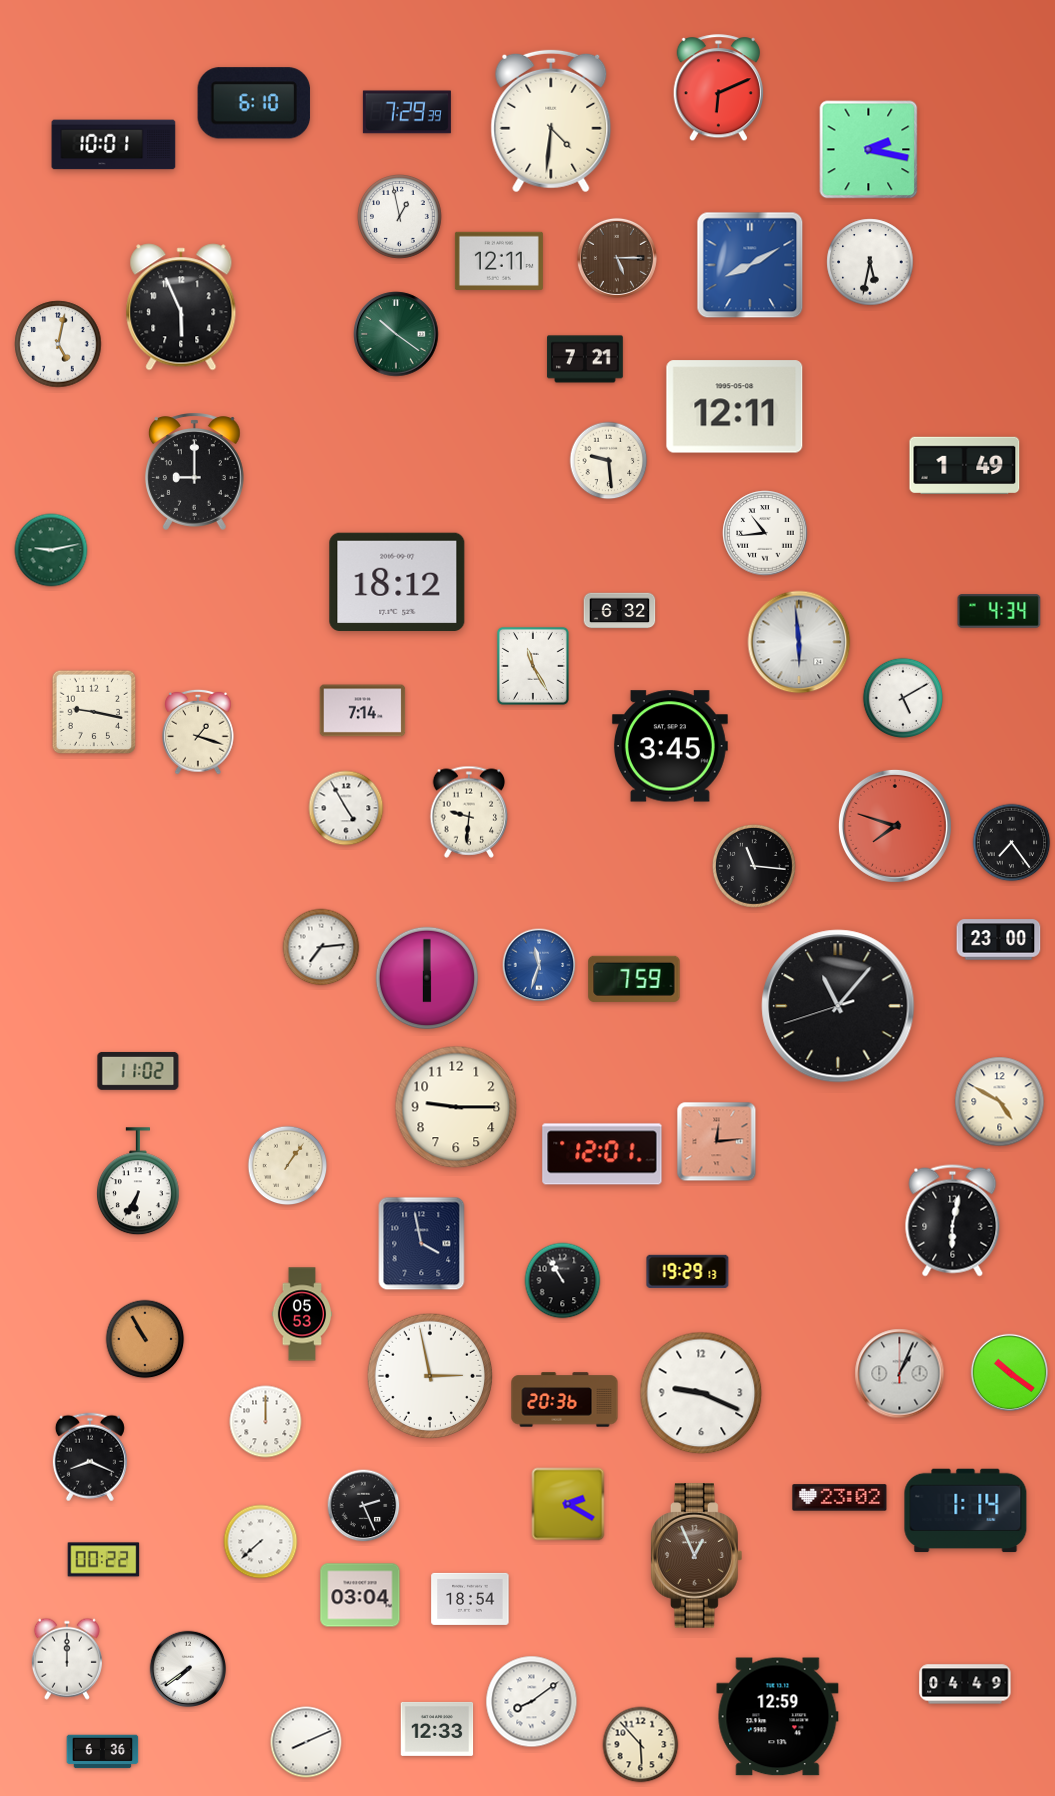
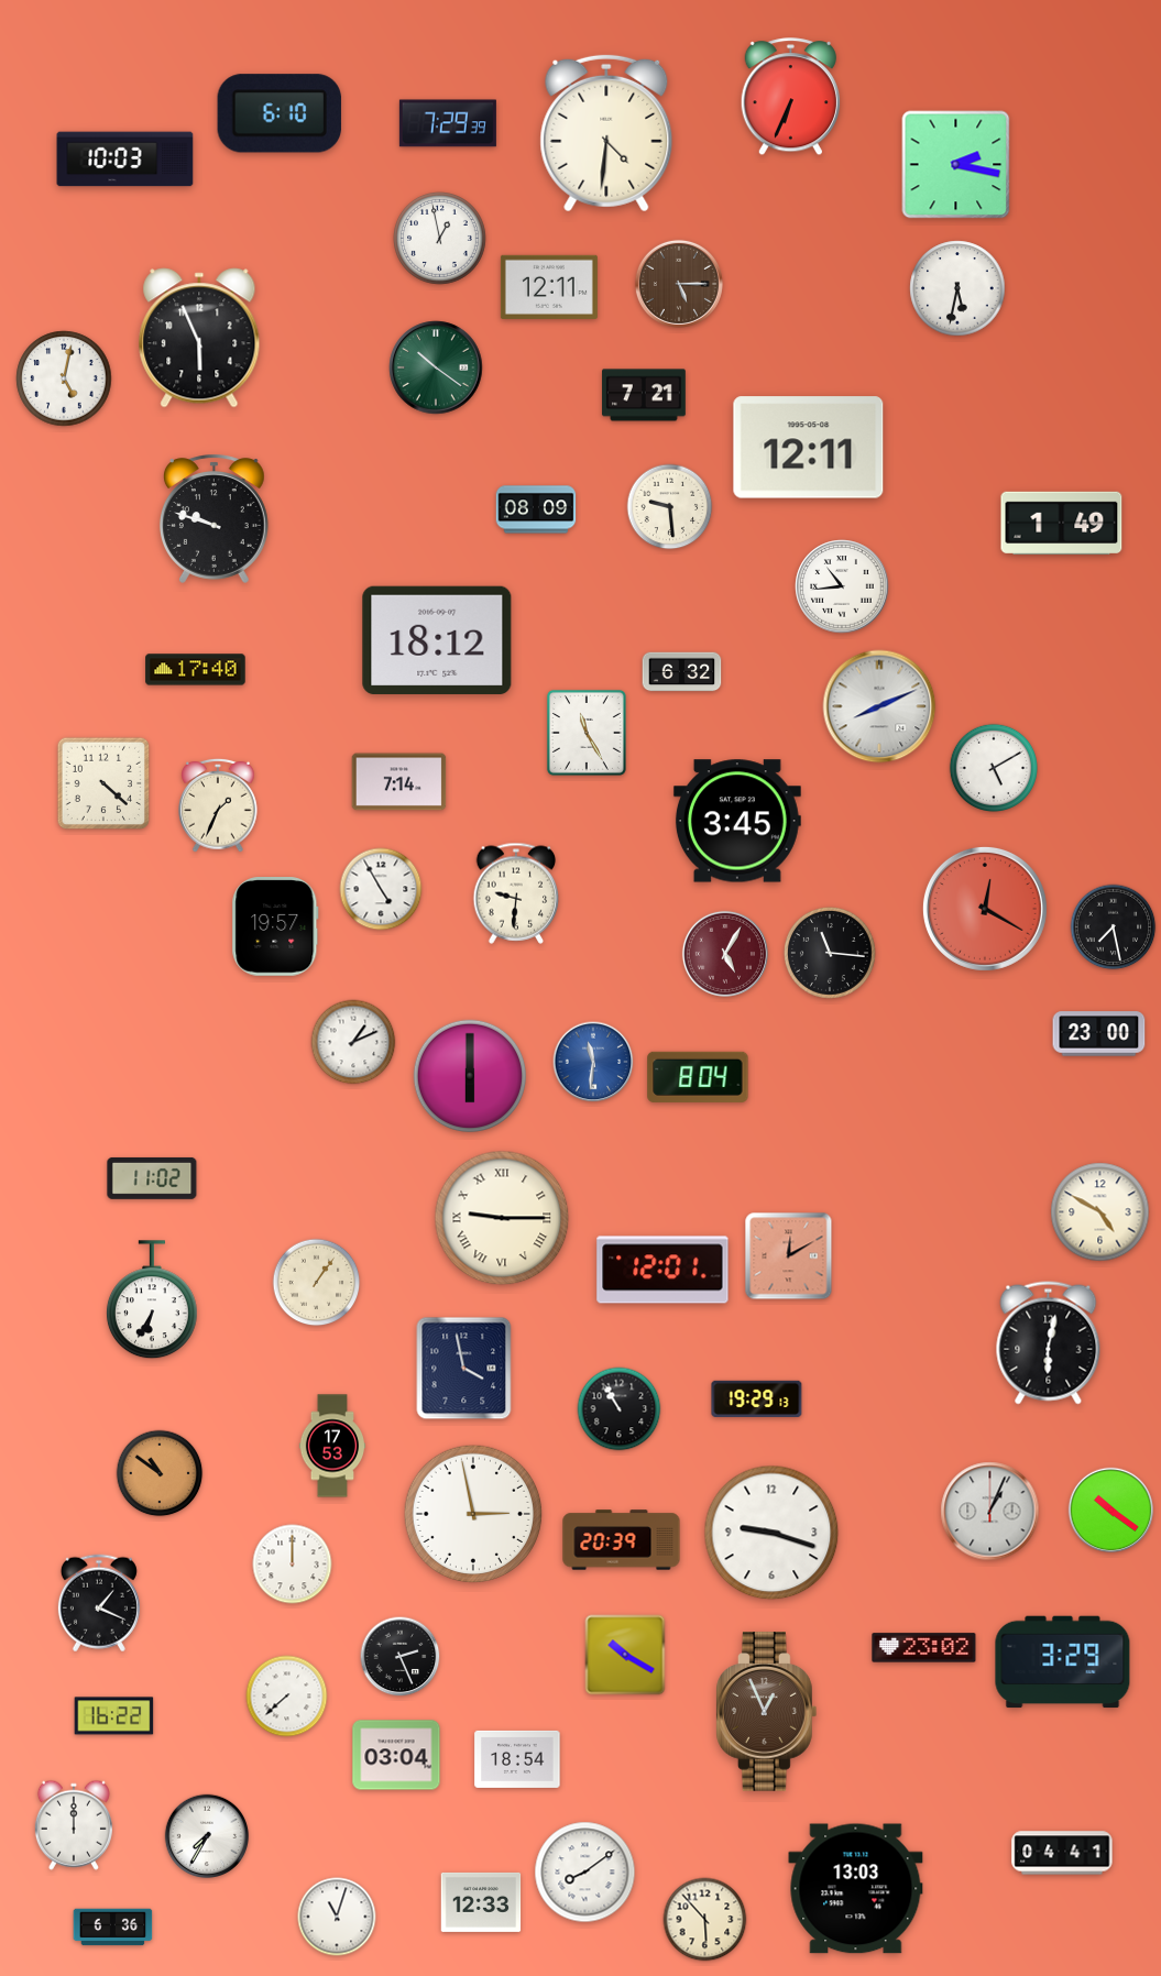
clock at (718, 88): 6:11 -> 6:34
clock at (114, 145): 10:01 -> 10:03
clock at (750, 265): 8:10 -> none
clock at (536, 509): none -> 08:09
clock at (965, 465) position: (965, 465) -> (1062, 523)
clock at (194, 471): 9:00 -> 9:48
clock at (51, 550): 9:13 -> none
clock at (196, 670): none -> 17:40
clock at (999, 611): 4:34 -> none
clock at (799, 642): 5:59 -> 8:11
clock at (94, 712): 9:17 -> 4:22
clock at (198, 732): 1:18 -> 1:34
clock at (895, 826): 7:48 -> 12:20
clock at (275, 926): none -> 19:57
clock at (1012, 843): 7:24 -> 7:28
clock at (725, 954): none -> 5:05
clock at (321, 947): 7:14 -> 1:11
clock at (539, 965): 11:33 -> 11:31
clock at (634, 979): 7:59 -> 8:04
clock at (838, 1006): 11:06 -> none
clock at (456, 1107) numerals: Arabic -> Roman
clock at (717, 1142): 12:14 -> 12:10
clock at (302, 1314): 05:53 -> 17:53
clock at (145, 1339): 10:55 -> 10:51
clock at (701, 1393): 9:19 -> 9:18
clock at (565, 1400): 20:36 -> 20:39
clock at (90, 1457): 8:19 -> 1:19
clock at (568, 1504): 2:20 -> 10:20
clock at (966, 1511): 1:14 -> 3:29
clock at (104, 1560): 00:22 -> 16:22
clock at (188, 1669): 7:39 -> 7:35
clock at (965, 1684): 04:49 -> 04:41
clock at (778, 1717): 12:59 -> 13:03
clock at (306, 1742): 8:11 -> 11:03
